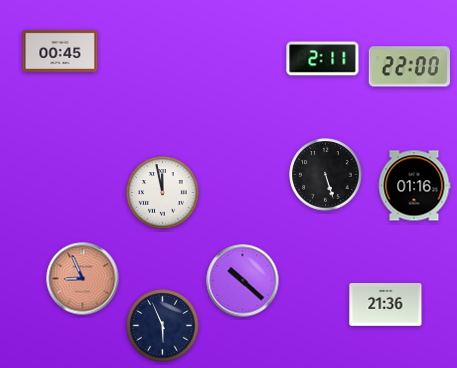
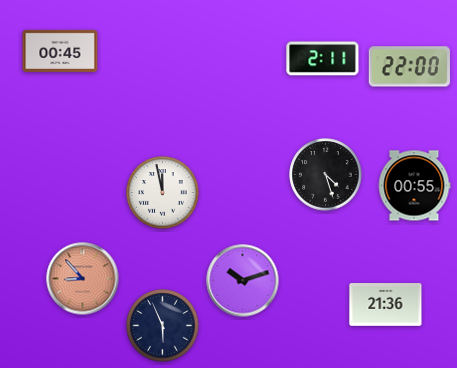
clock at (326, 175): 5:27 -> 4:27
clock at (414, 186): 01:16 -> 00:55
clock at (83, 279): 8:56 -> 8:53
clock at (243, 281): 10:22 -> 10:12
